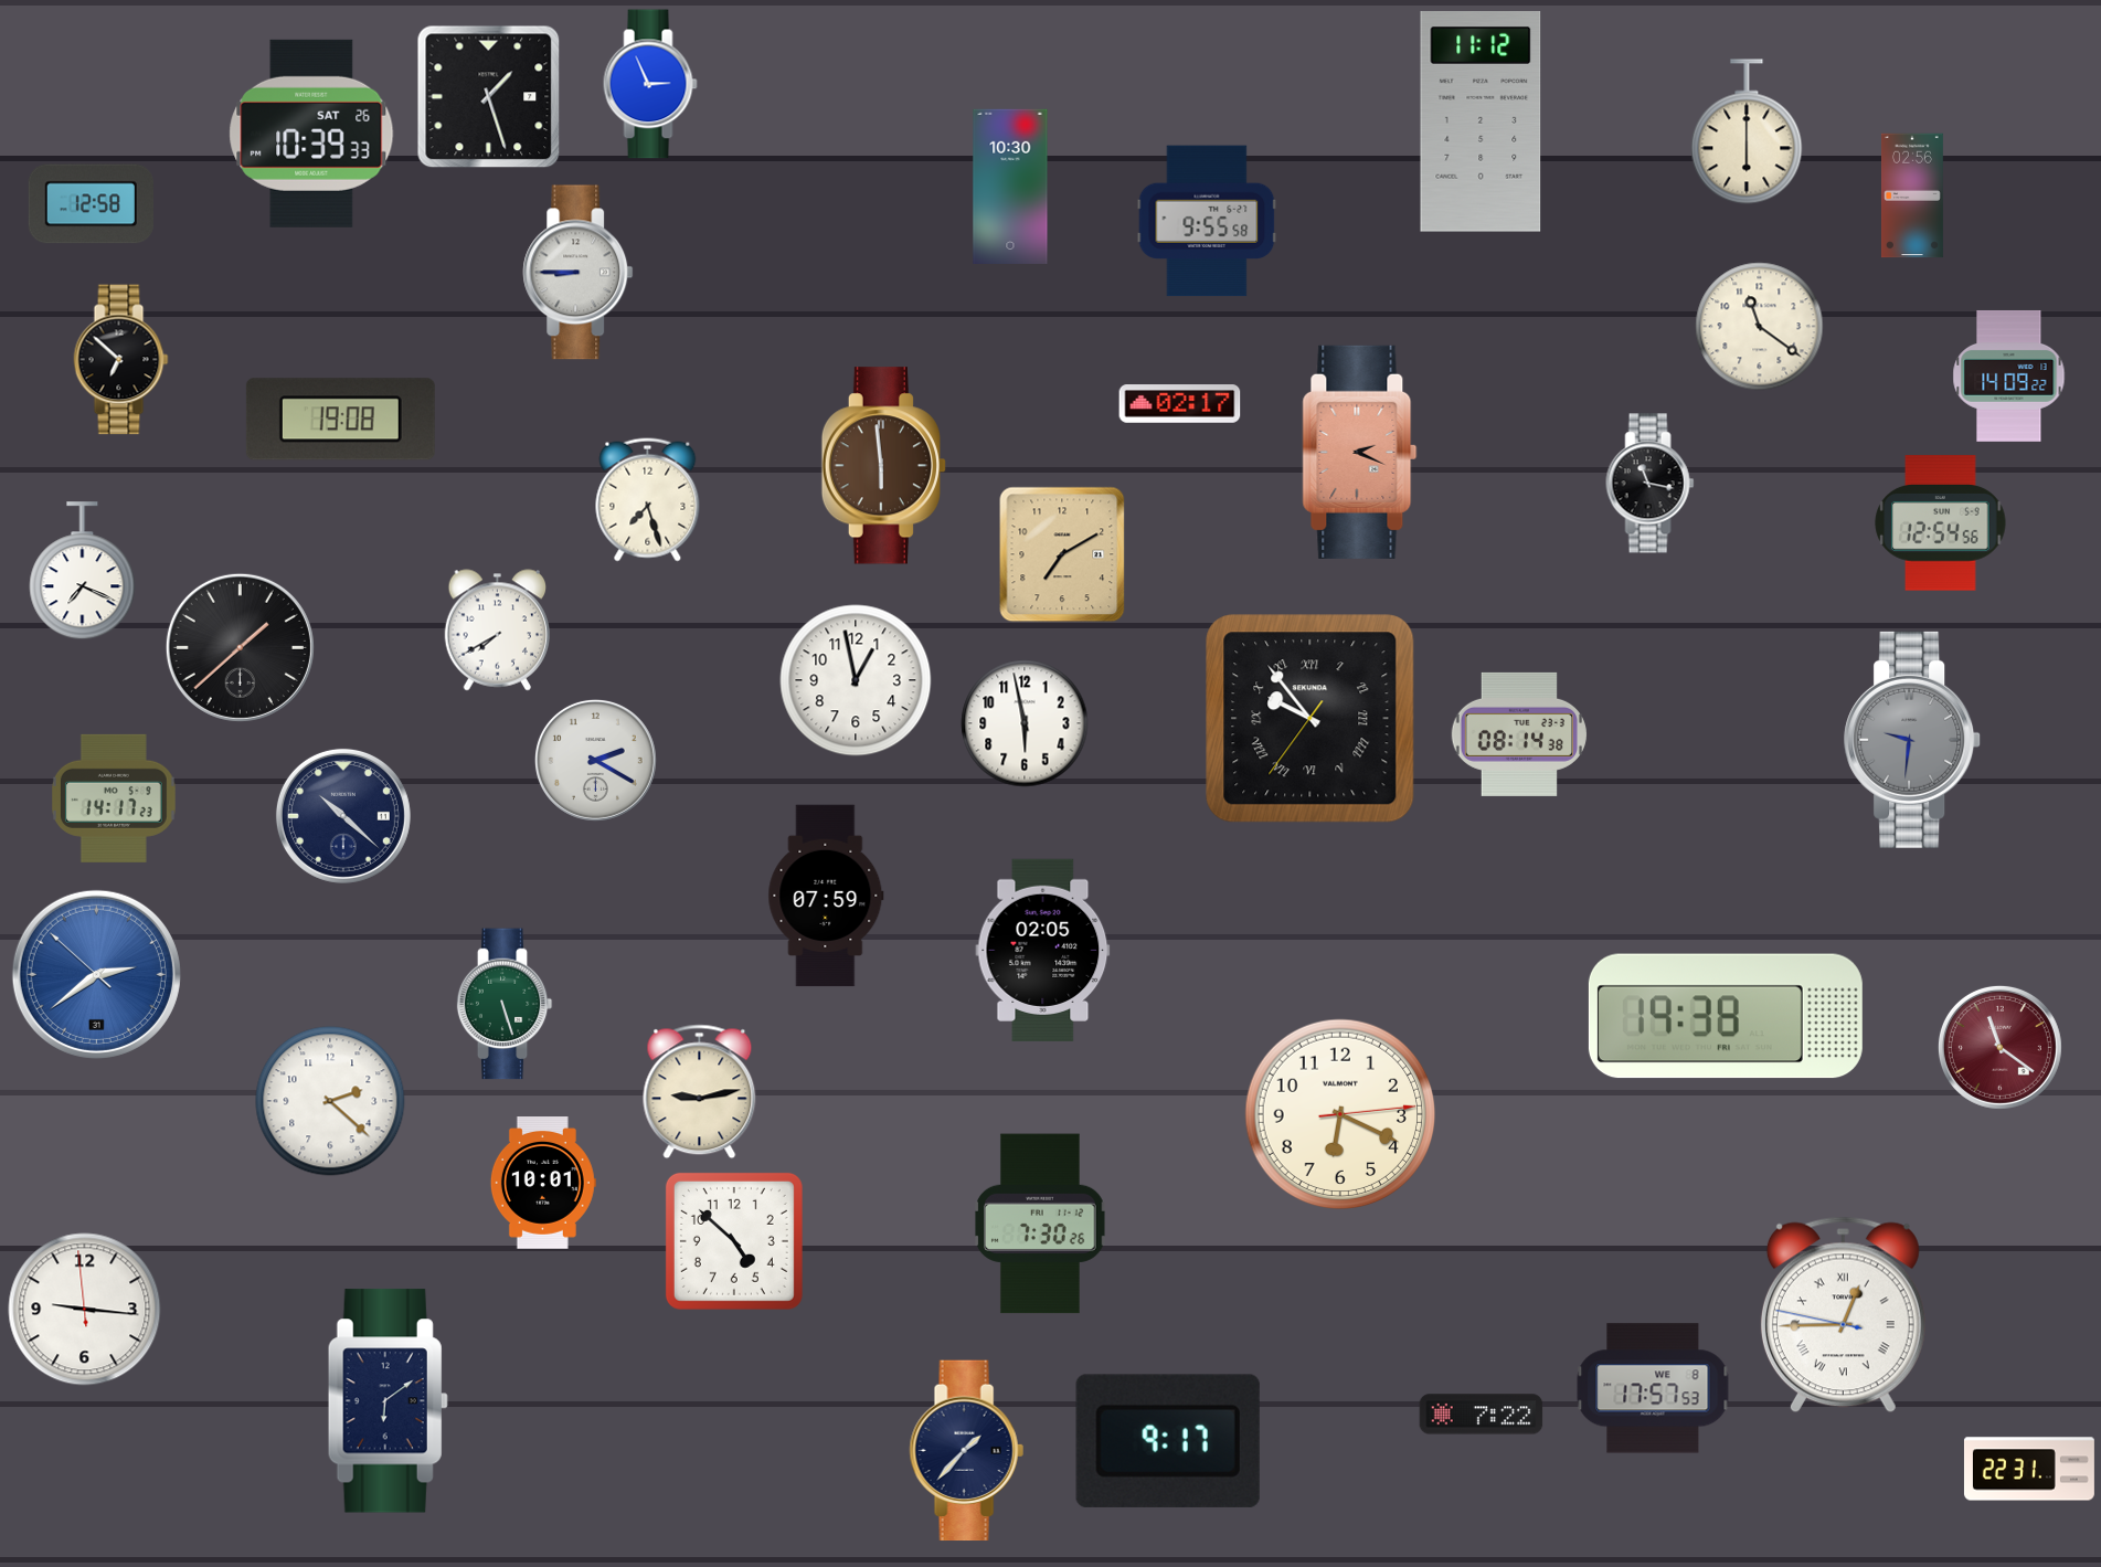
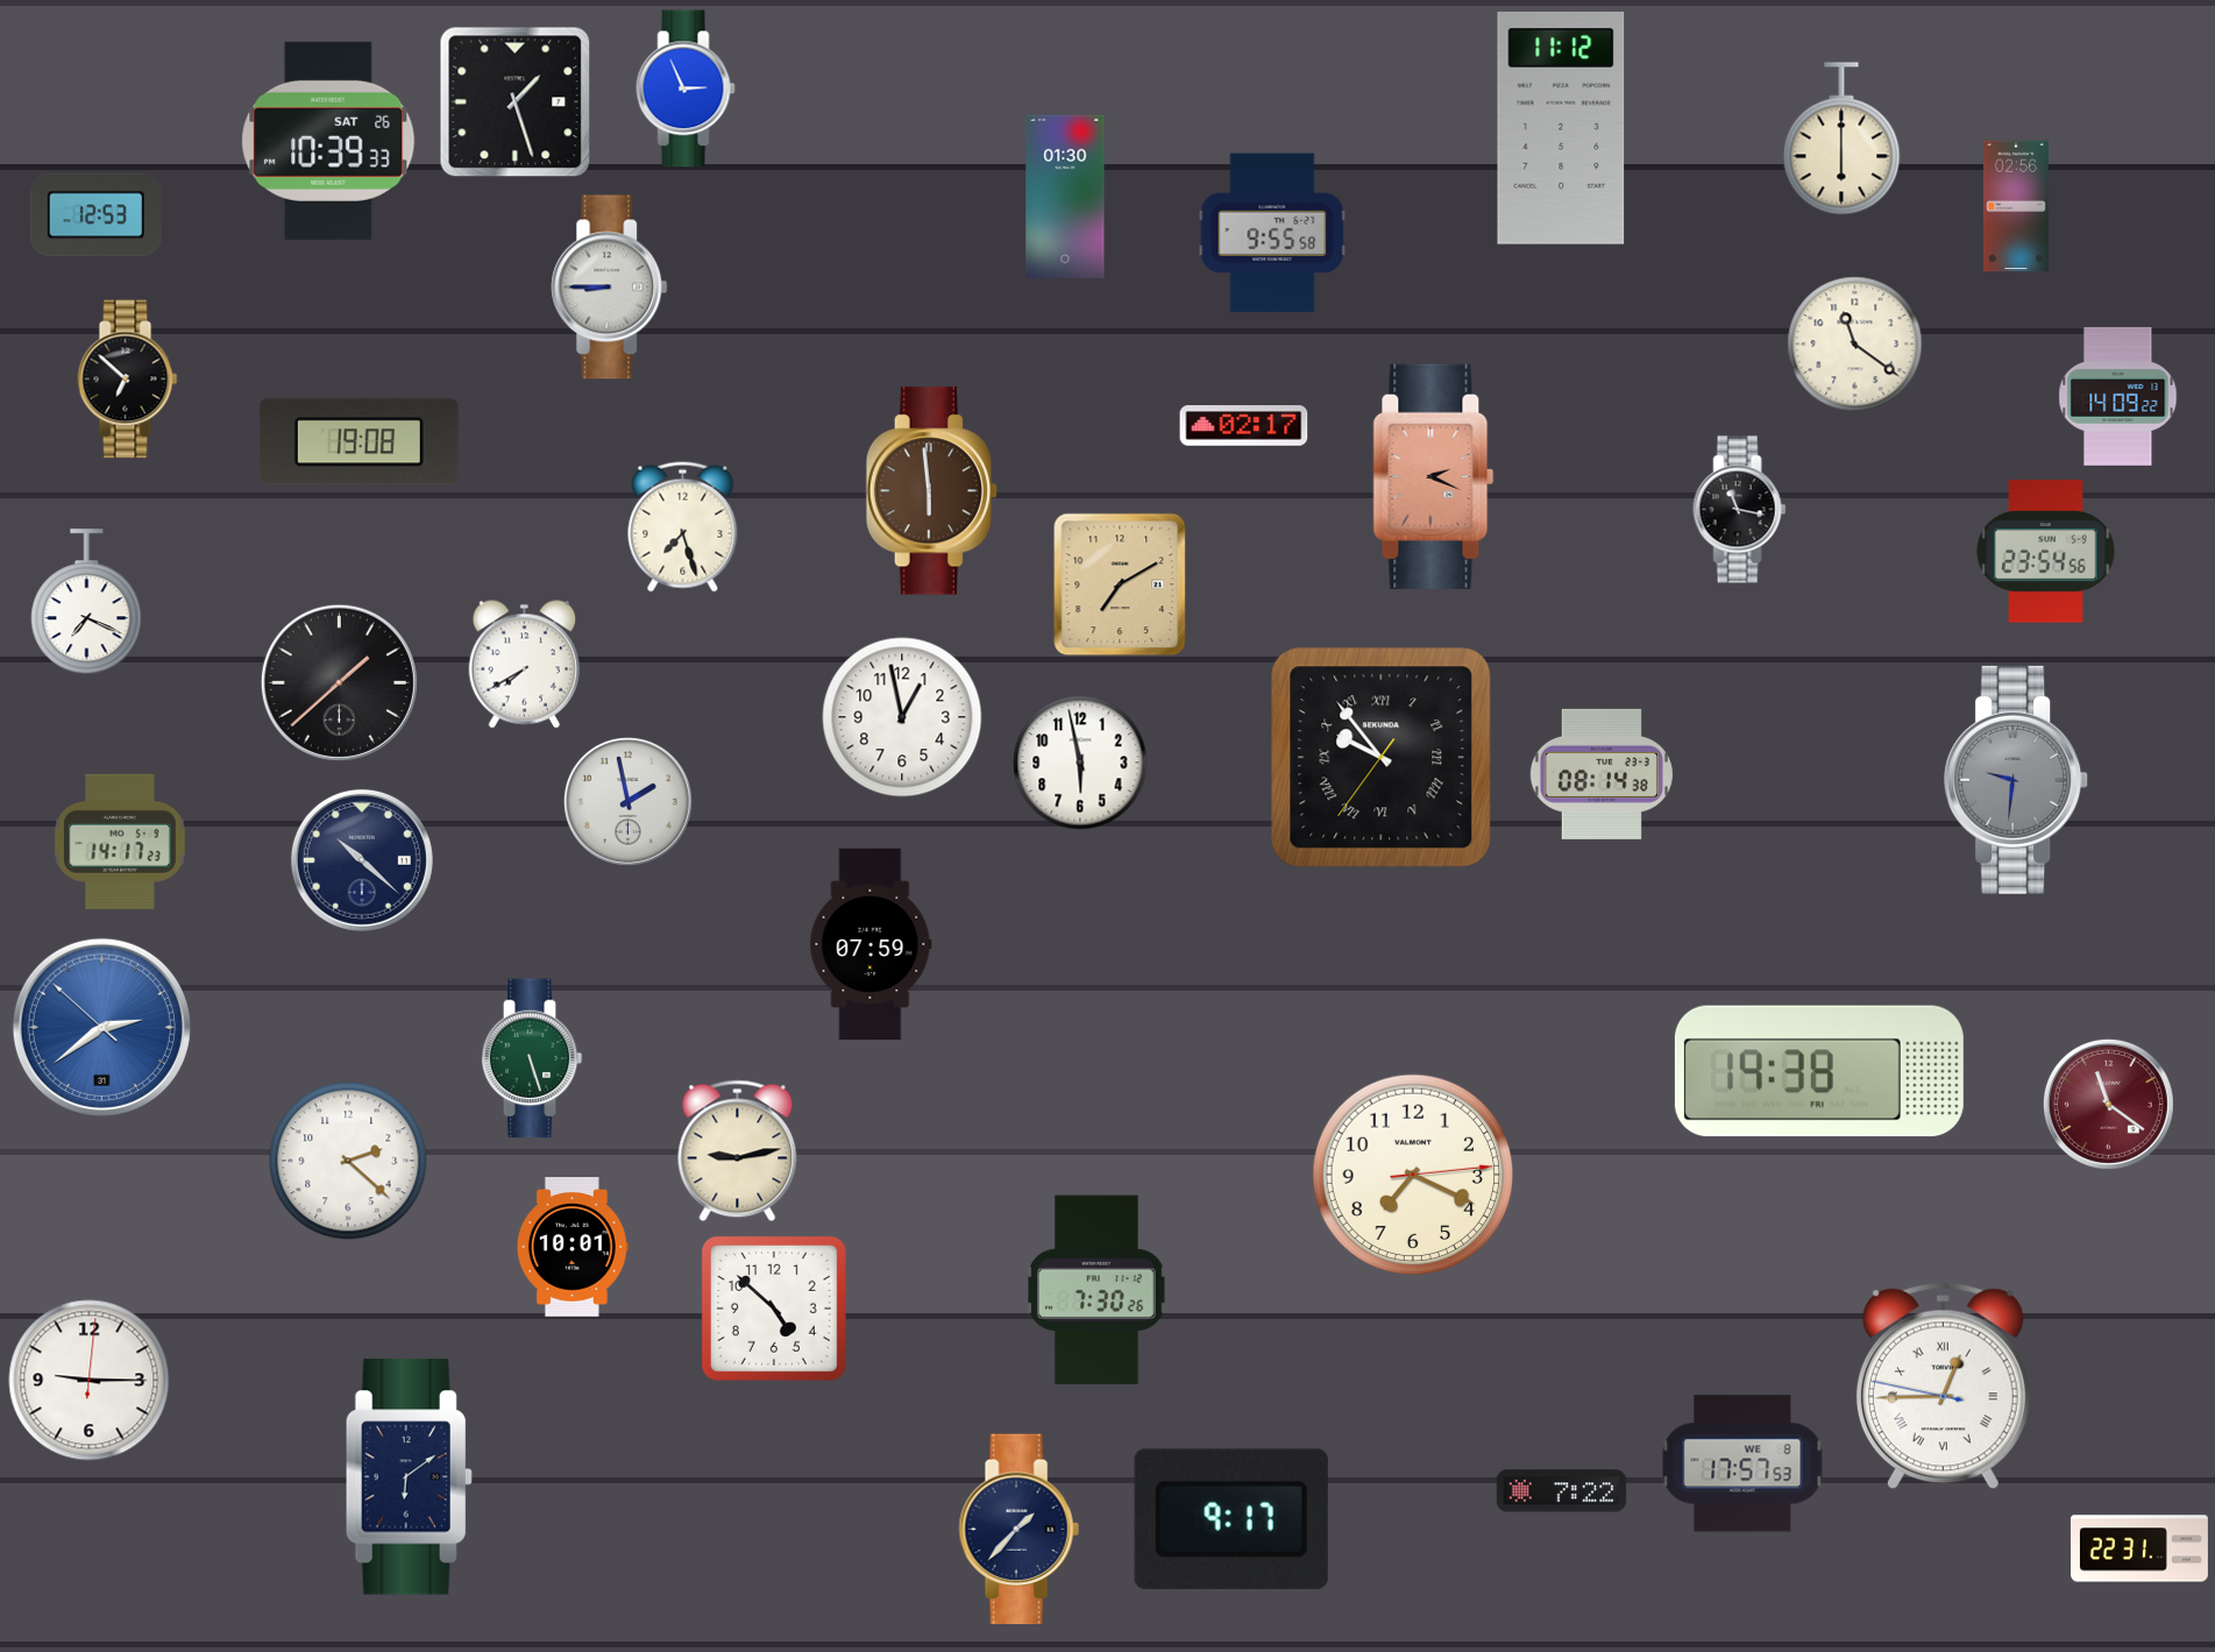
clock at (1010, 186): 10:30 -> 01:30
clock at (91, 204): 12:58 -> 12:53
clock at (1941, 523): 12:54 -> 23:54
clock at (240, 647) position: (240, 647) -> (339, 682)
clock at (595, 760): 2:20 -> 1:58
clock at (1043, 950): 02:05 -> none
clock at (1340, 1114): 6:19 -> 7:19
clock at (85, 1310): 9:15:59 -> 9:15:01
